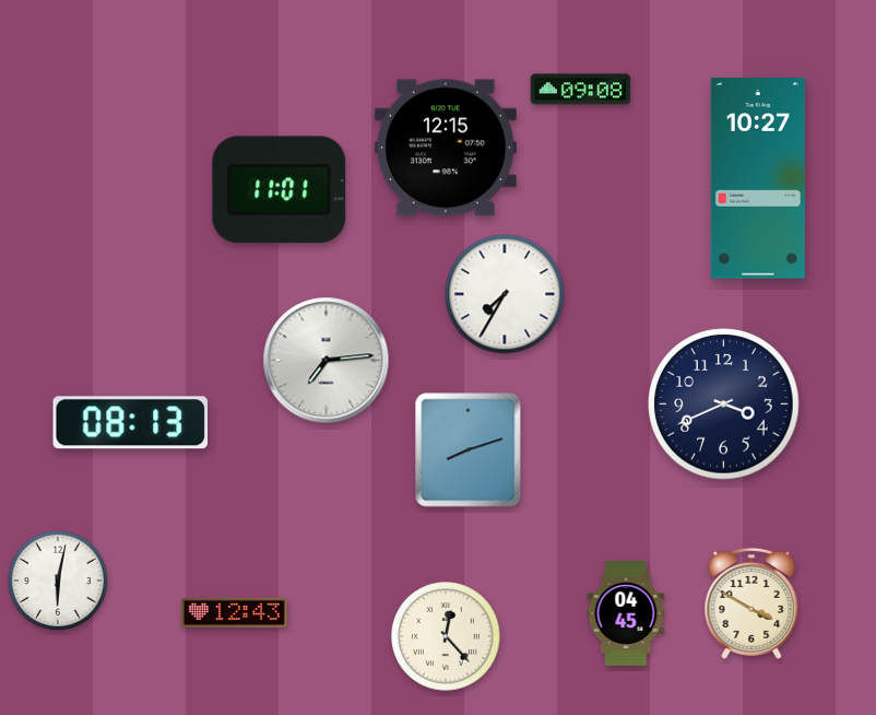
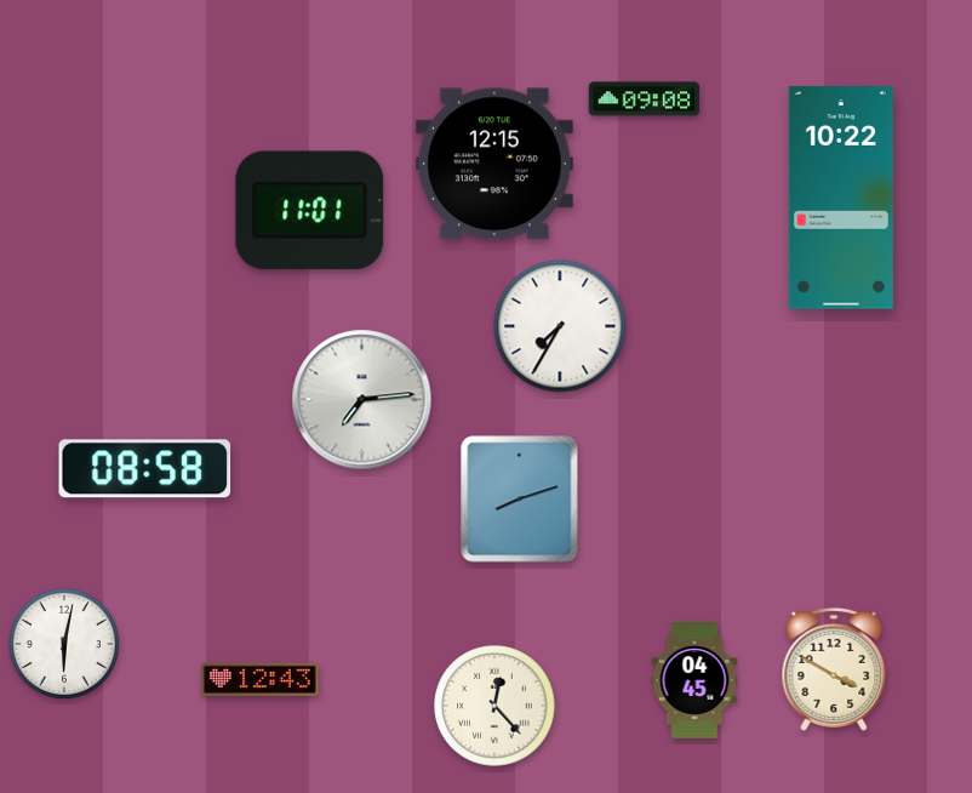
clock at (758, 178): 10:27 -> 10:22
clock at (724, 405): 3:41 -> none
clock at (131, 423): 08:13 -> 08:58
